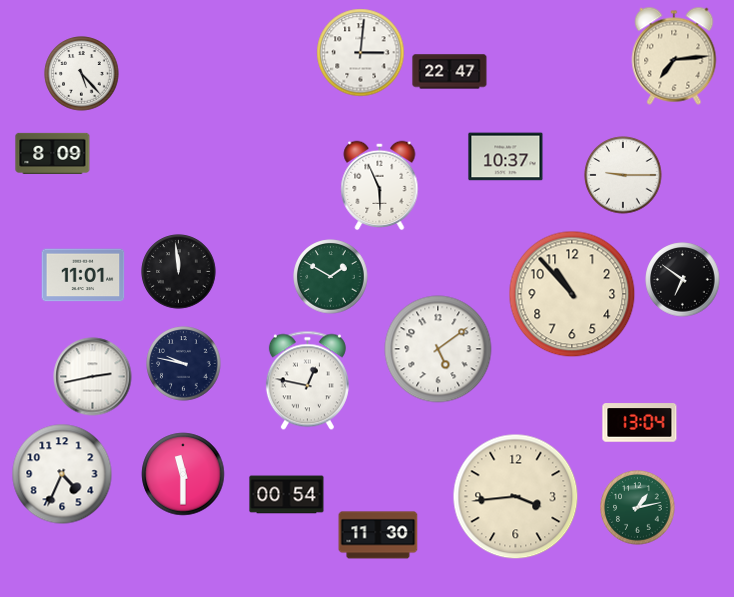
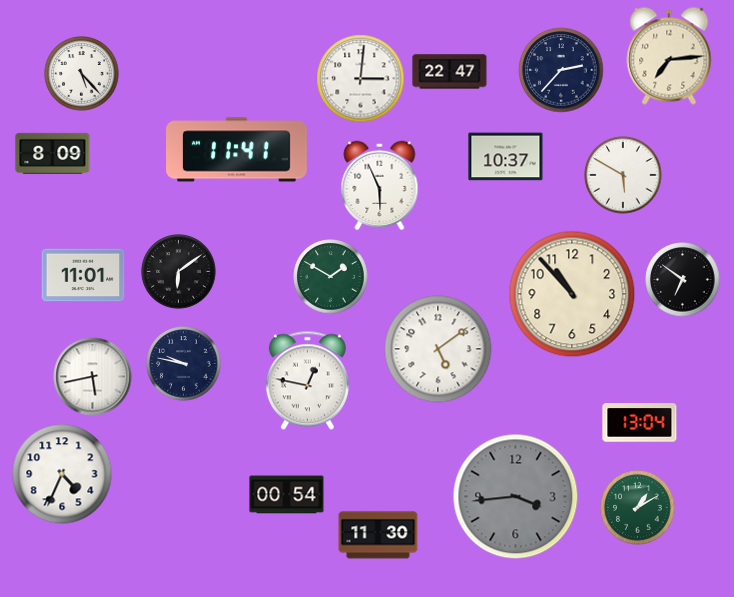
clock at (361, 53) position: (361, 53) -> (361, 79)
clock at (674, 56) position: (674, 56) -> (669, 56)
clock at (561, 70): none -> 2:37
clock at (237, 150): none -> 11:41
clock at (623, 175): 9:15 -> 5:50
clock at (179, 272): 11:59 -> 6:09
clock at (93, 377): 2:43 -> 5:43
clock at (183, 474): 11:30 -> none
clock at (516, 497) dial: cream -> grey
clock at (638, 508): 1:13 -> 1:10
